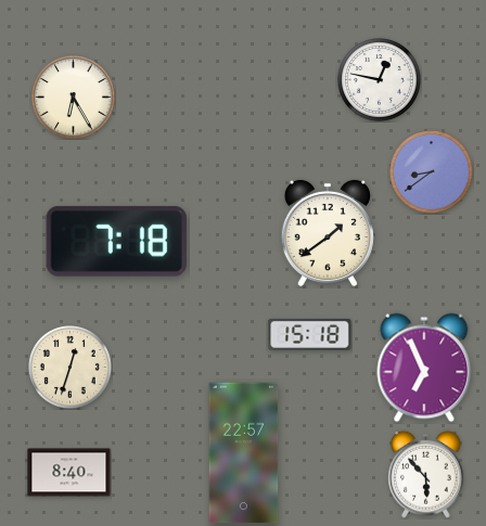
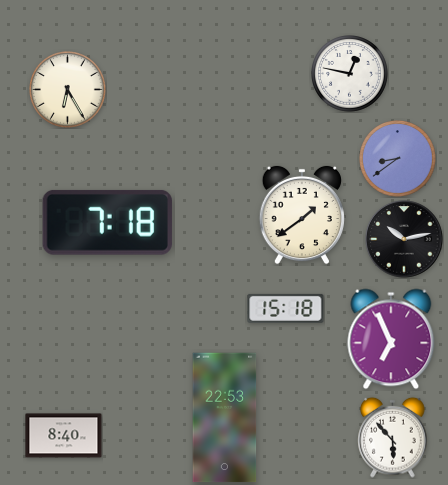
clock at (404, 239): none -> 10:13
clock at (71, 368): 12:33 -> none
clock at (244, 453): 22:57 -> 22:53
